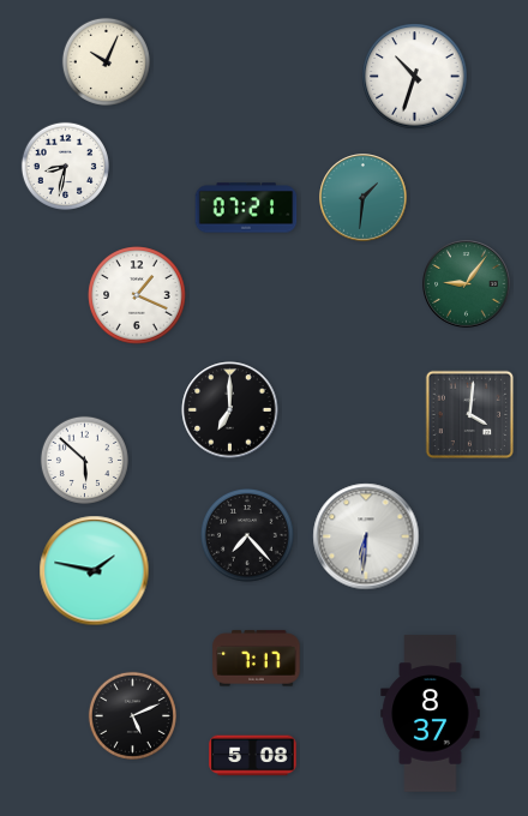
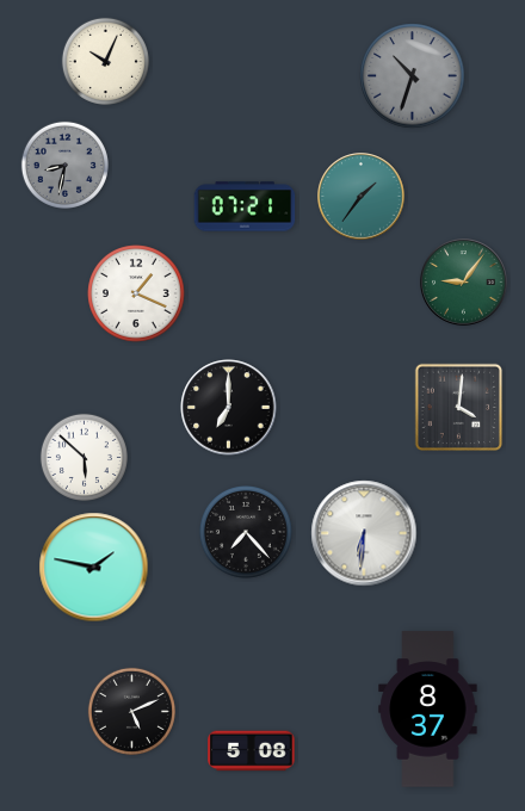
clock at (415, 77) dial: white -> grey
clock at (65, 166) dial: white -> grey
clock at (364, 198): 1:31 -> 1:36
clock at (470, 415) position: (470, 415) -> (459, 408)
clock at (257, 659): 7:17 -> none
